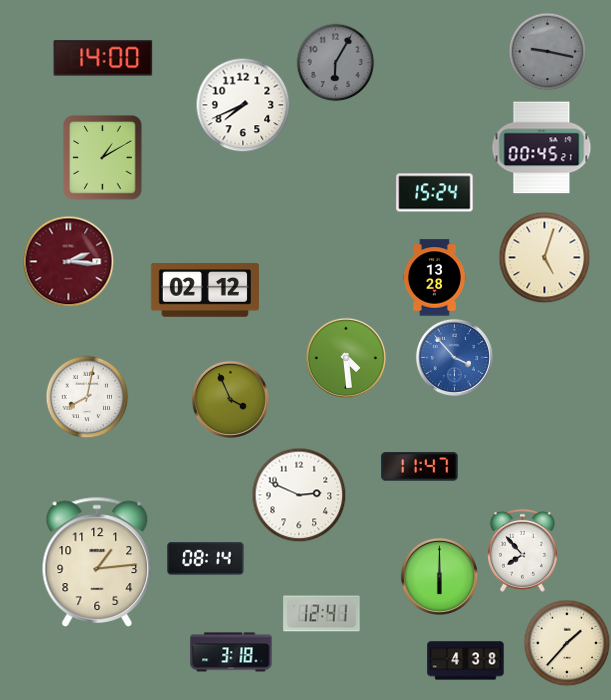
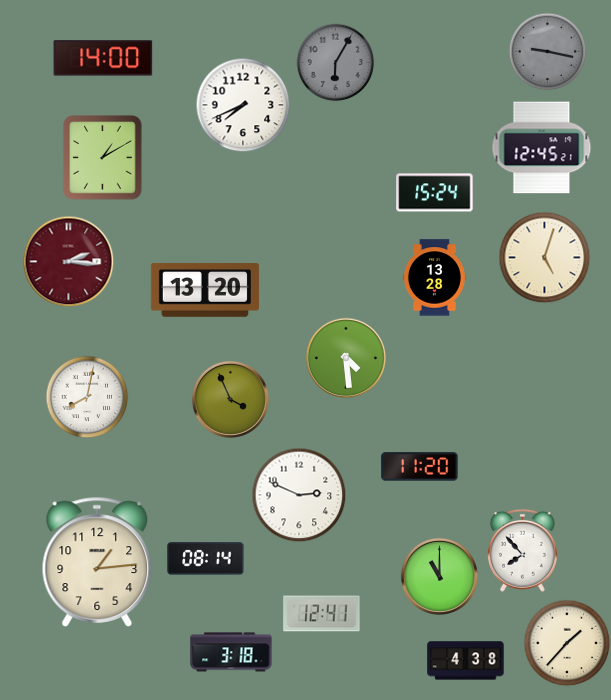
clock at (542, 148): 00:45 -> 12:45
clock at (205, 290): 02:12 -> 13:20
clock at (454, 357): 3:53 -> none
clock at (420, 467): 11:47 -> 11:20
clock at (439, 576): 6:00 -> 11:00
